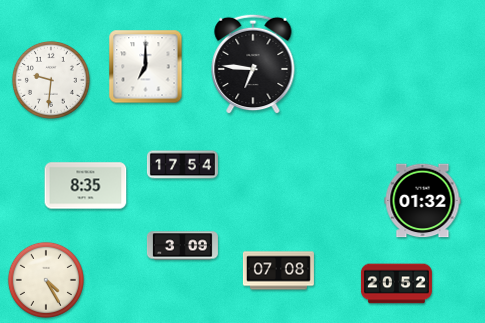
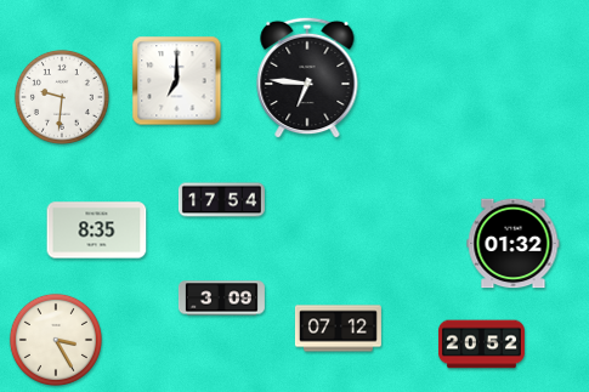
clock at (86, 186) position: (86, 186) -> (97, 231)
clock at (278, 271): 07:08 -> 07:12
clock at (46, 280): 4:25 -> 3:25
